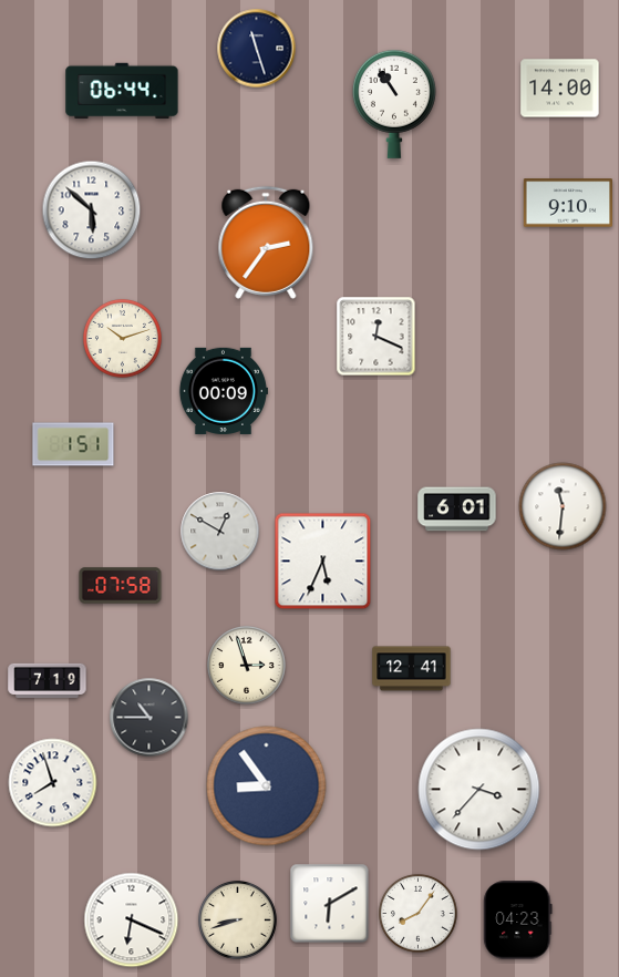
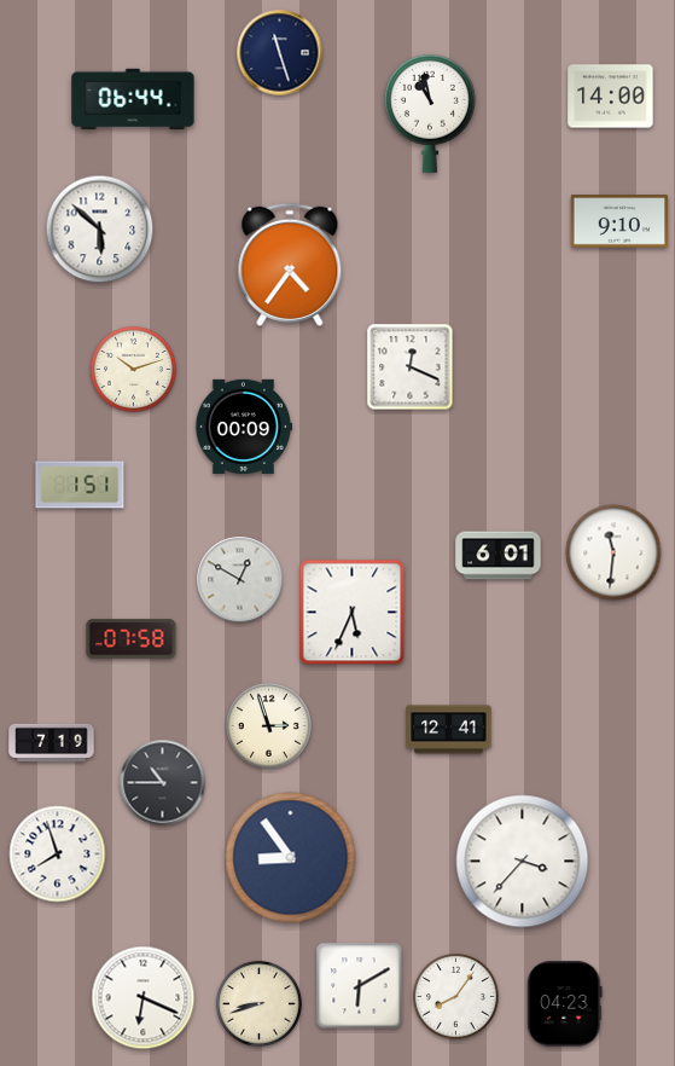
clock at (394, 104): 10:54 -> 10:58
clock at (266, 243): 2:36 -> 4:36
clock at (132, 921) position: (132, 921) -> (144, 998)
